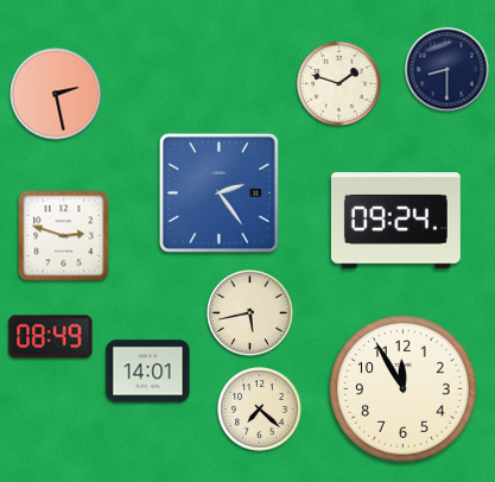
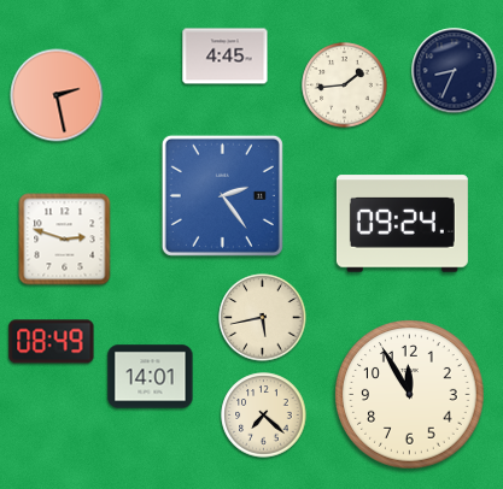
clock at (226, 57): none -> 4:45
clock at (448, 70): 8:30 -> 8:34
clock at (339, 84): 1:48 -> 1:44
clock at (250, 313) position: (250, 313) -> (263, 318)
